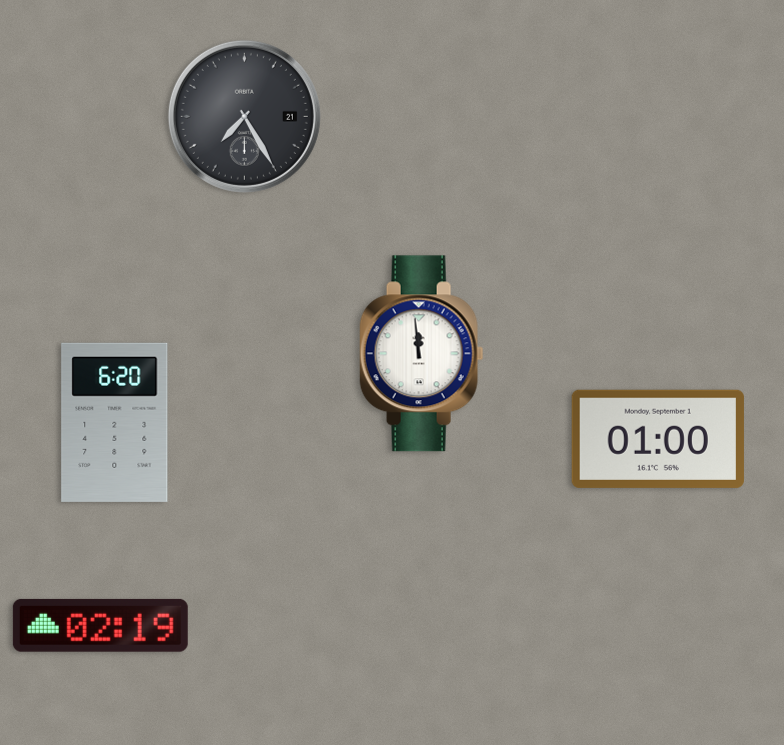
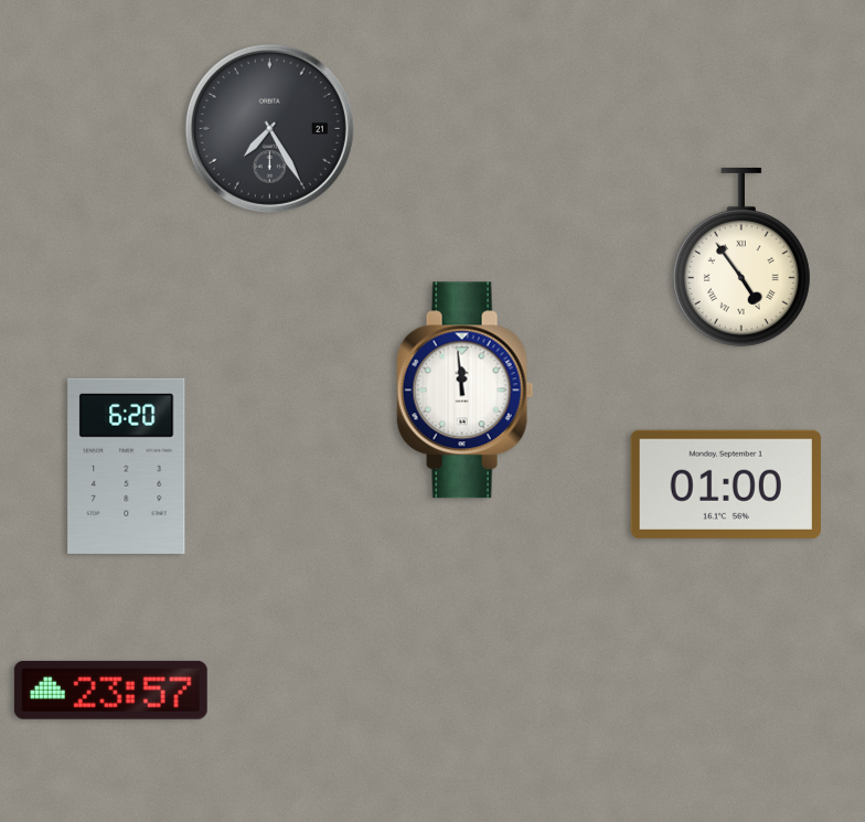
clock at (741, 257): none -> 4:54
clock at (100, 625): 02:19 -> 23:57
